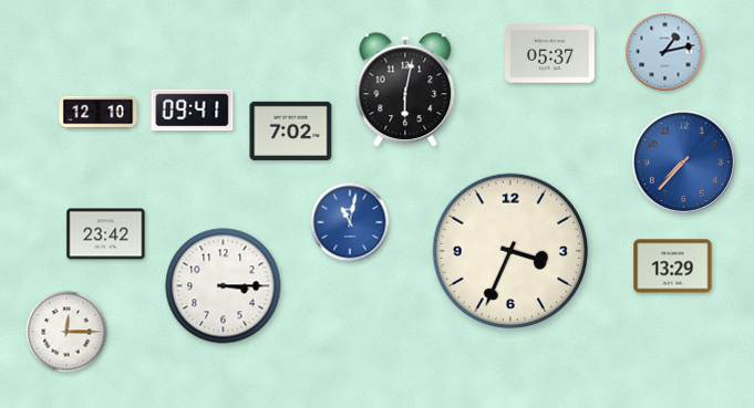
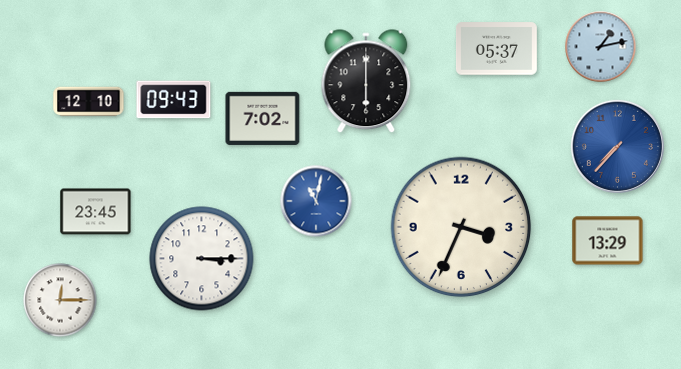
clock at (405, 91): 6:02 -> 6:00
clock at (193, 111): 09:41 -> 09:43
clock at (106, 234): 23:42 -> 23:45
